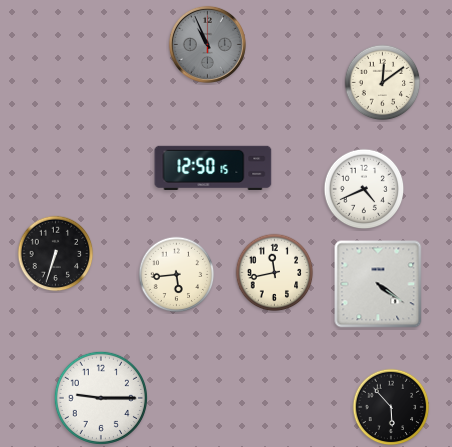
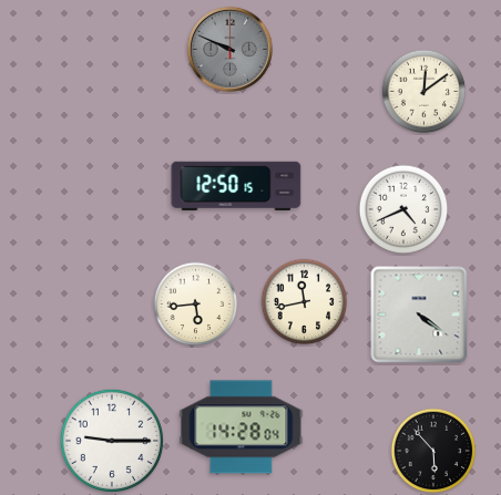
clock at (207, 44): 10:56 -> 9:49
clock at (56, 254): 6:33 -> none
clock at (242, 427): none -> 14:28
